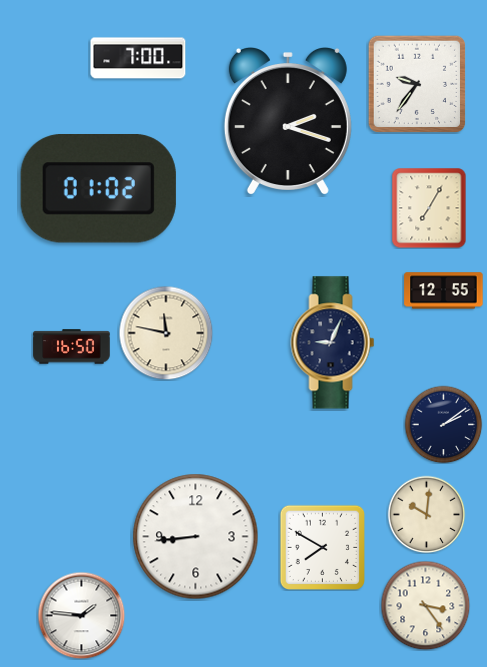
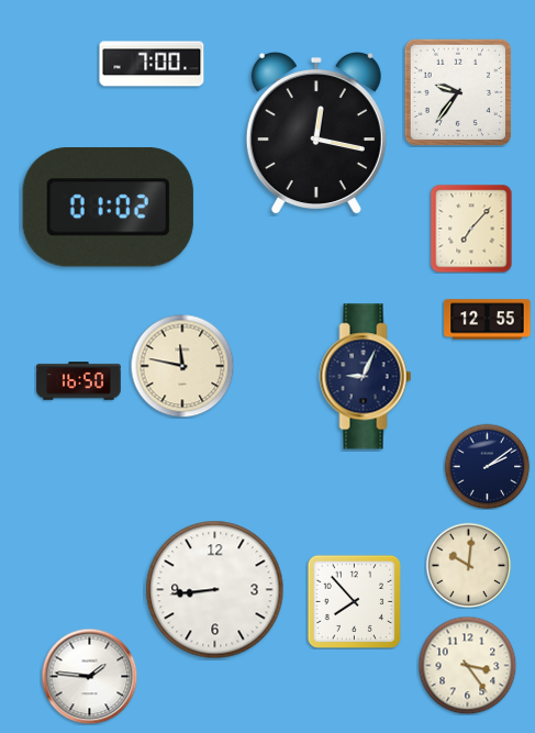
clock at (288, 121): 2:18 -> 12:17
clock at (429, 208): 7:05 -> 7:07
clock at (322, 547): 7:50 -> 7:53
